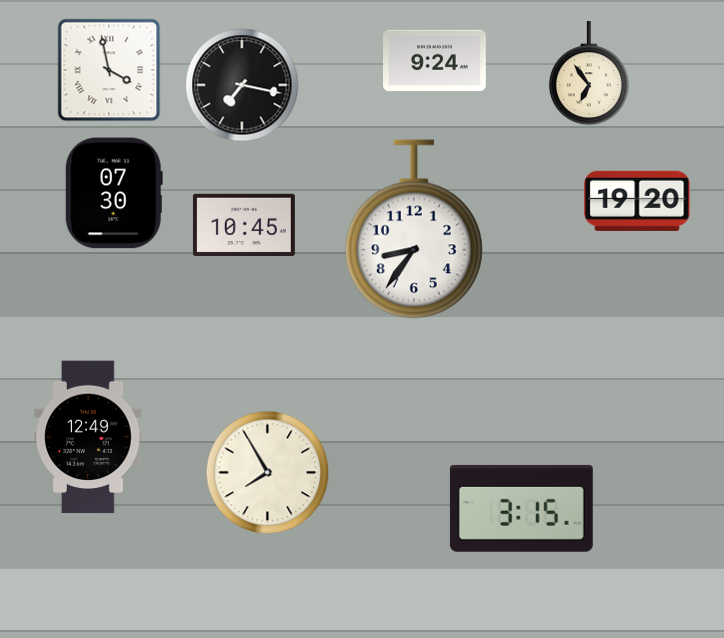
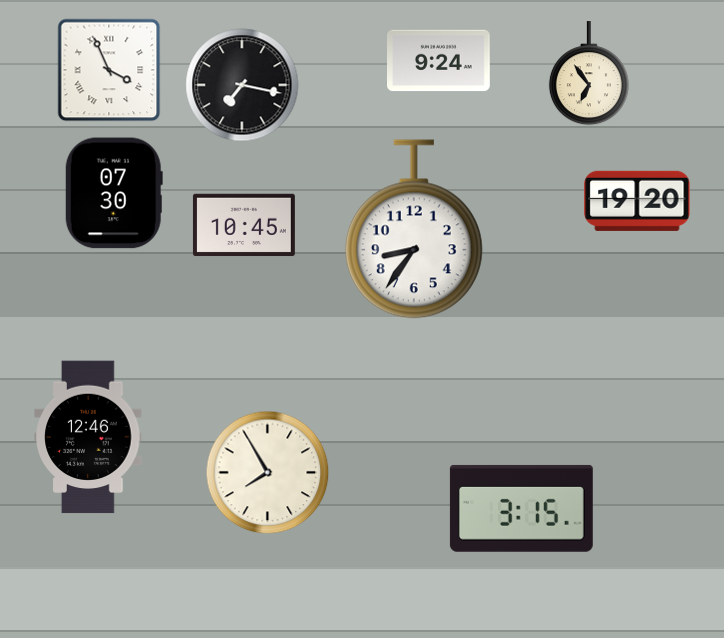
clock at (435, 61) position: (435, 61) -> (439, 61)
clock at (109, 70): 3:58 -> 3:56
clock at (88, 437): 12:49 -> 12:46
